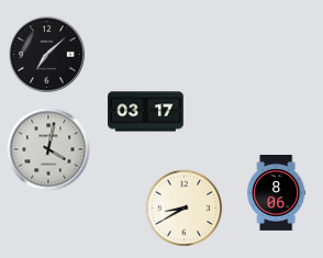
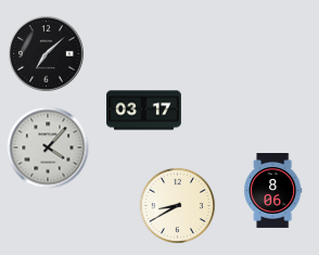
clock at (48, 149): 4:02 -> 4:07
clock at (185, 209) position: (185, 209) -> (178, 206)
